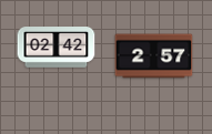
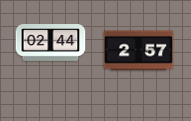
clock at (57, 48): 02:42 -> 02:44
